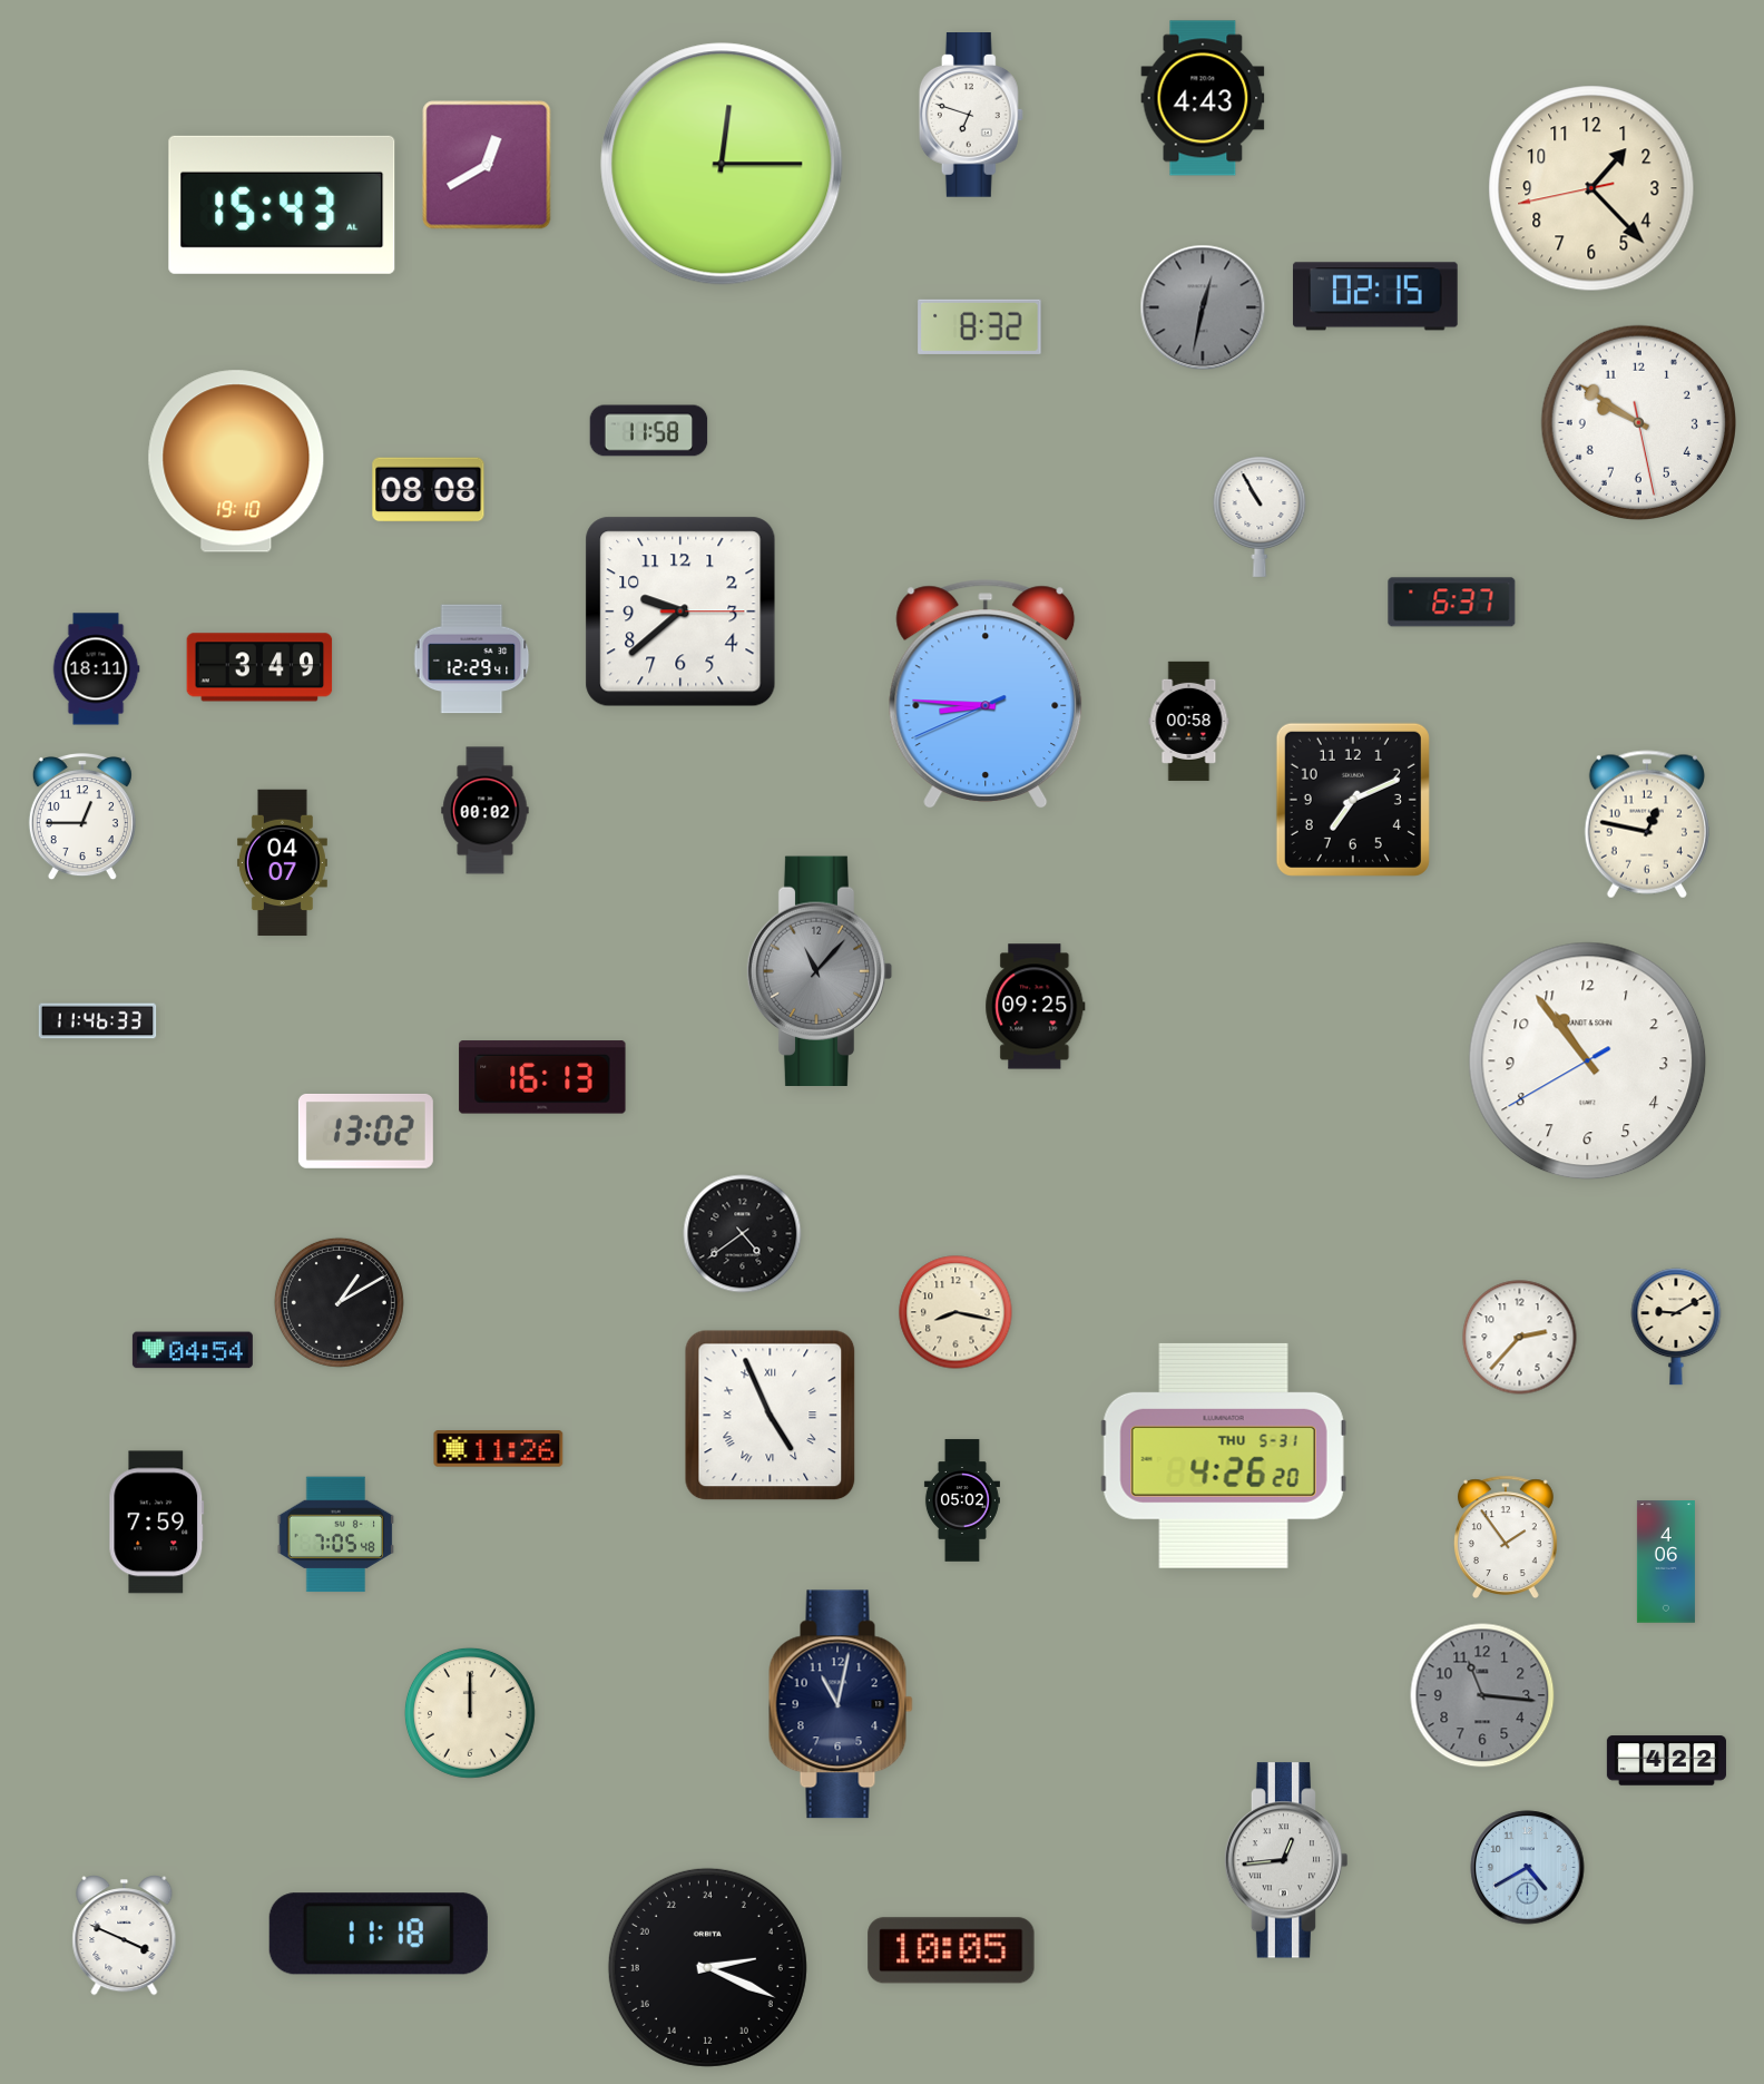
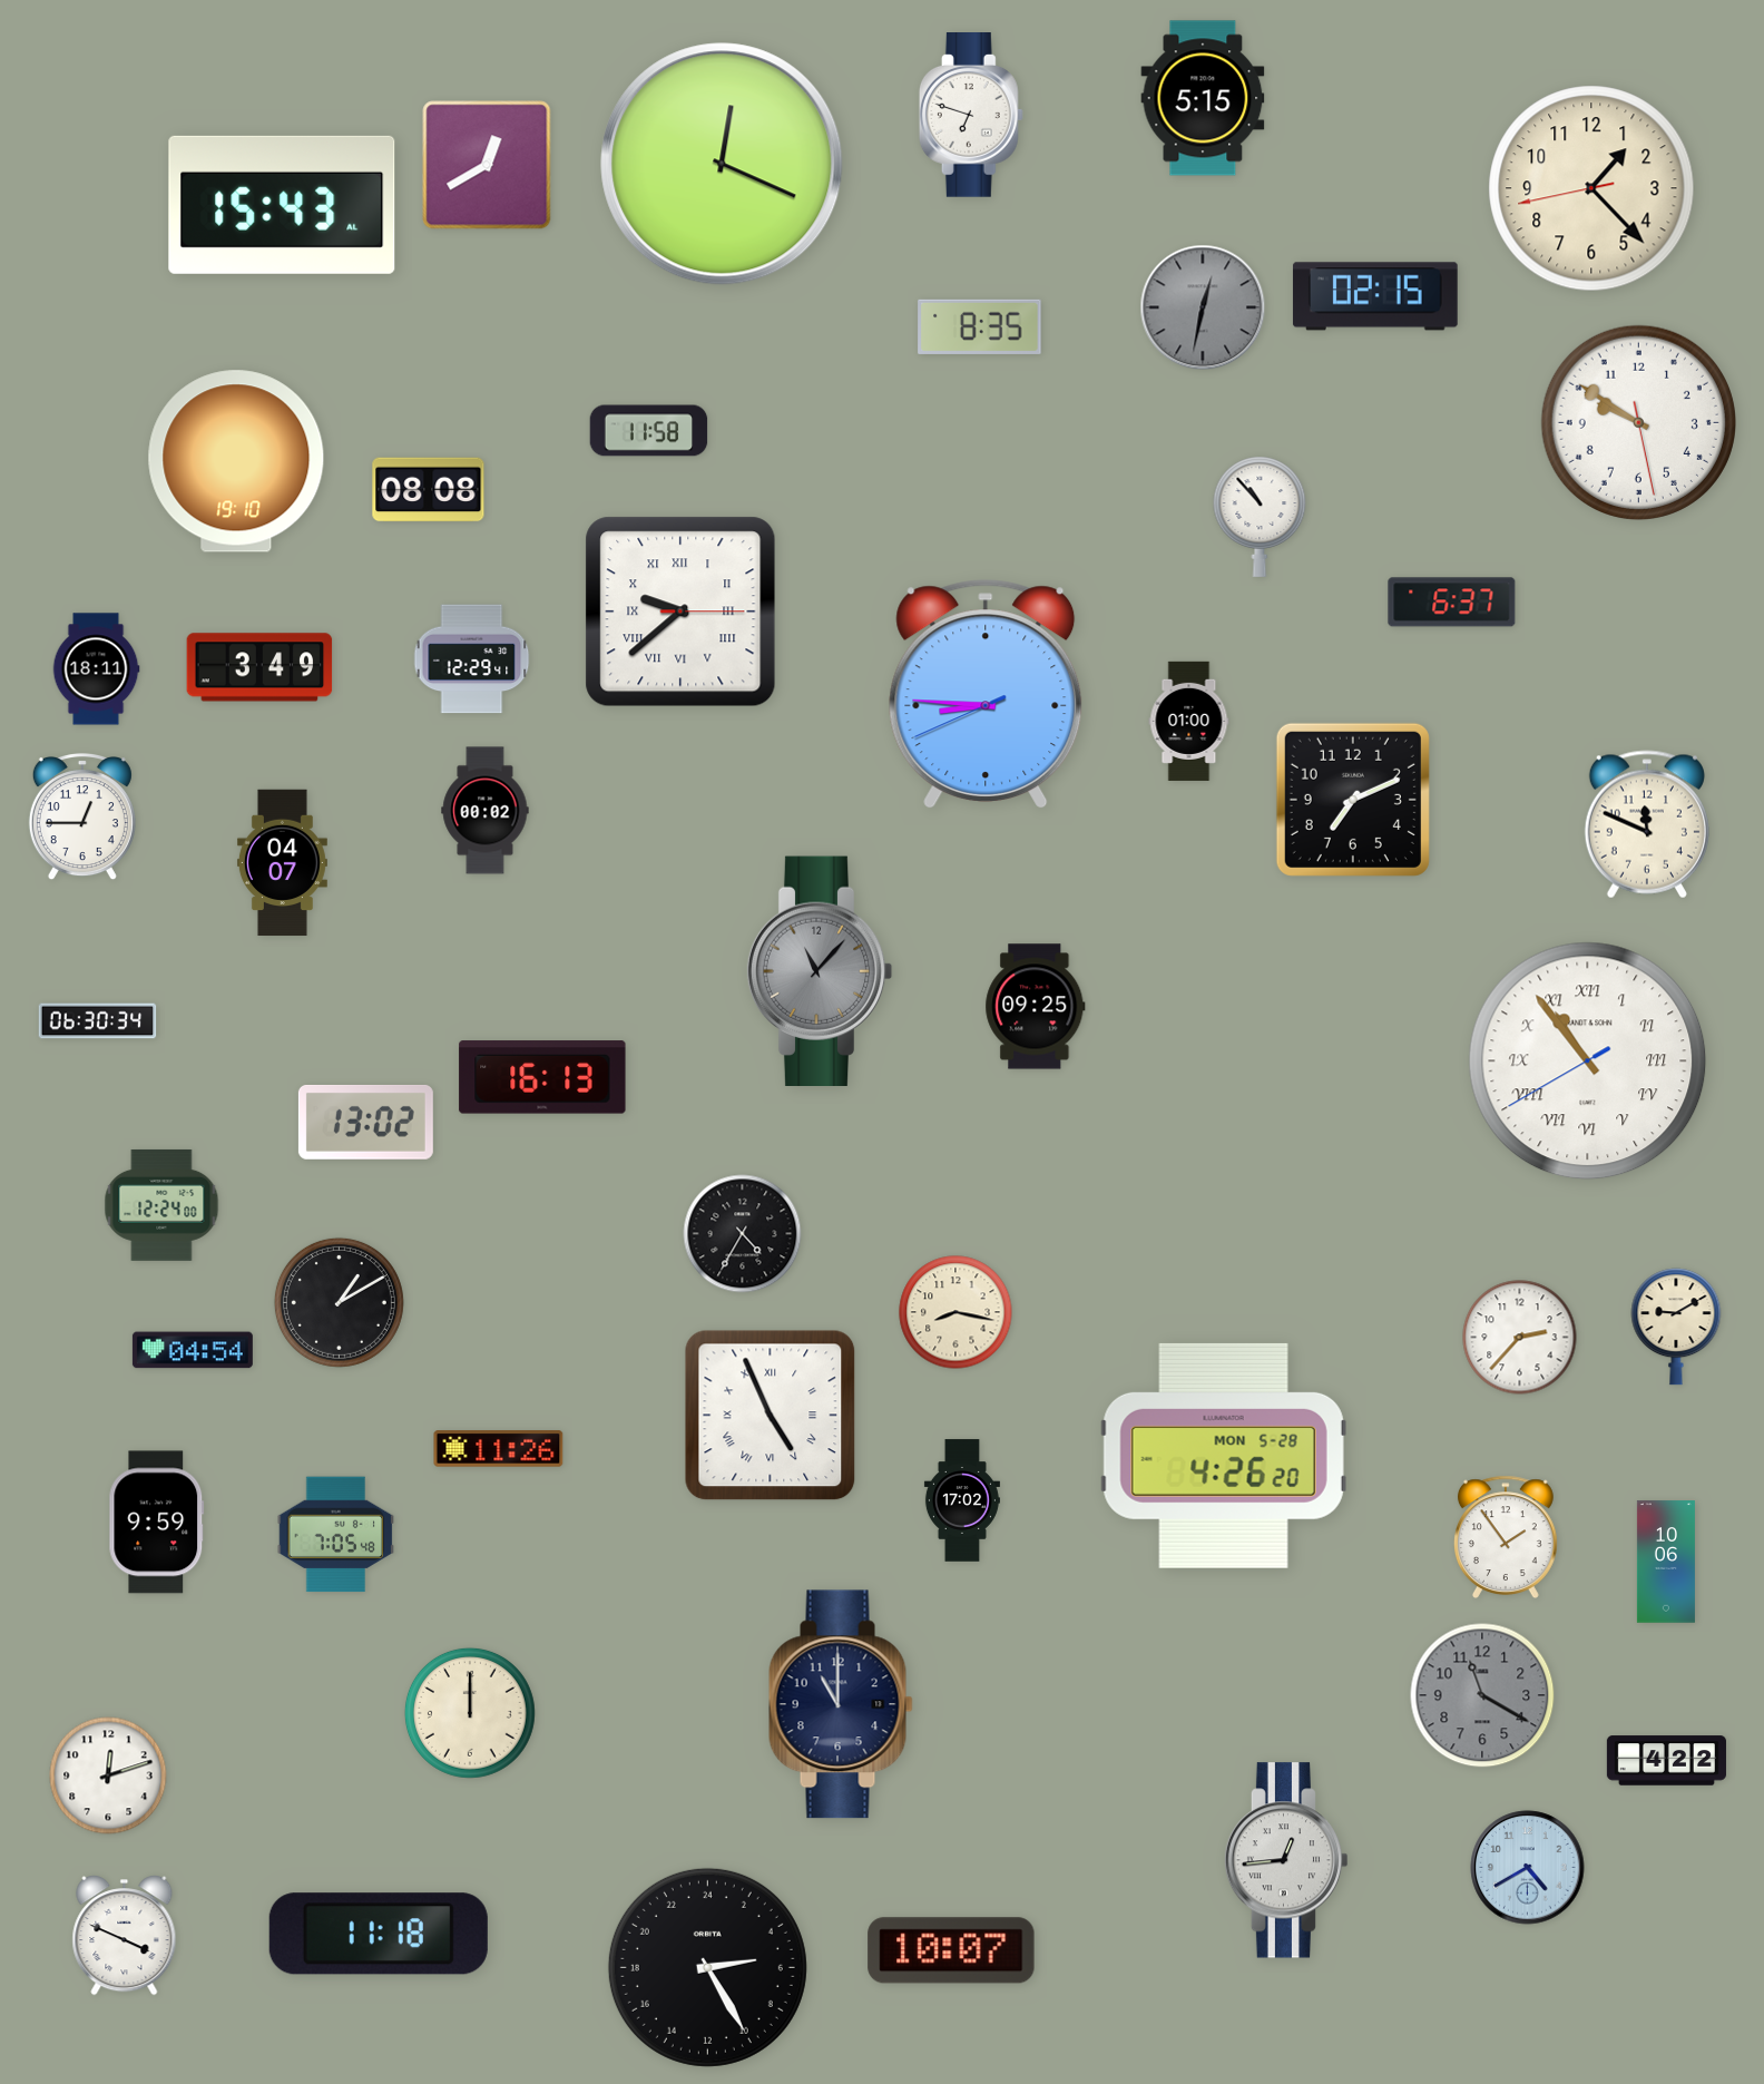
clock at (1203, 98): 4:43 -> 5:15
clock at (722, 164): 12:15 -> 12:19
clock at (980, 326): 8:32 -> 8:35
clock at (1260, 517): 10:55 -> 10:53
clock at (680, 611) numerals: Arabic -> Roman
clock at (1189, 721): 00:58 -> 01:00
clock at (1647, 824): 12:47 -> 11:49
clock at (98, 1021): 11:46 -> 06:30
clock at (1588, 1061) numerals: Arabic -> Roman
clock at (365, 1131) position: (365, 1131) -> (365, 1122)
clock at (161, 1205): none -> 12:24
clock at (743, 1234): 4:39 -> 4:35
clock at (1224, 1456) date: THU 5-31 -> MON 5-28
clock at (962, 1500): 05:02 -> 17:02
clock at (157, 1523): 7:59 -> 9:59
clock at (1666, 1562): 4:06 -> 10:06
clock at (1482, 1695): 11:16 -> 11:20
clock at (841, 1704): 11:02 -> 11:00
clock at (108, 1775): none -> 12:12
clock at (951, 1950): 10:05 -> 10:07
clock at (707, 1967): 5:19 -> 5:25
